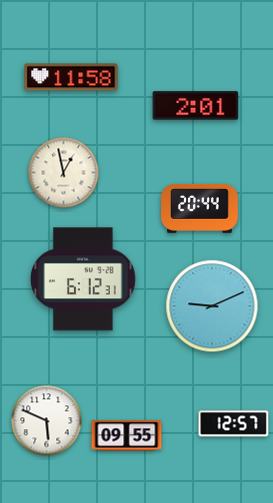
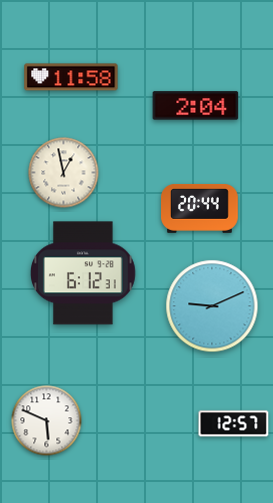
clock at (196, 106): 2:01 -> 2:04
clock at (84, 279) position: (84, 279) -> (84, 273)
clock at (127, 436): 09:55 -> none
